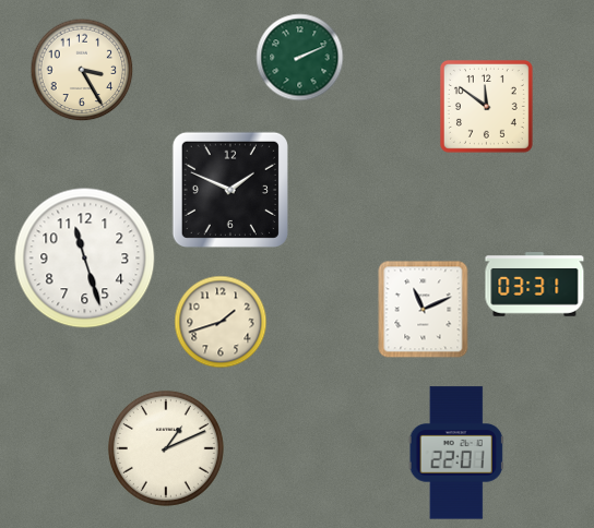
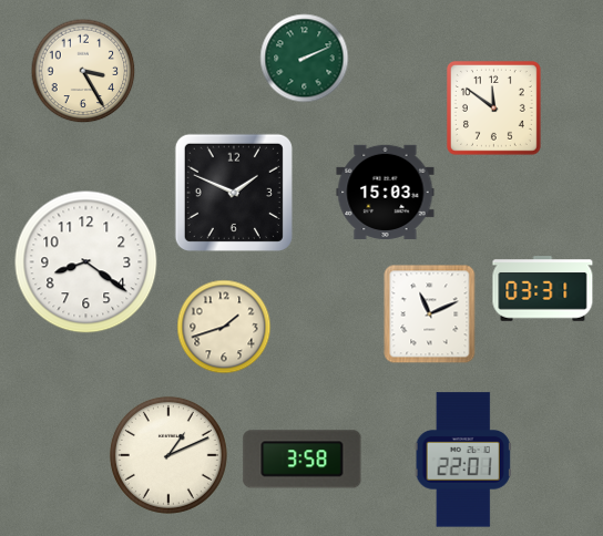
clock at (386, 192): none -> 15:03
clock at (85, 259): 11:27 -> 8:21
clock at (303, 460): none -> 3:58
